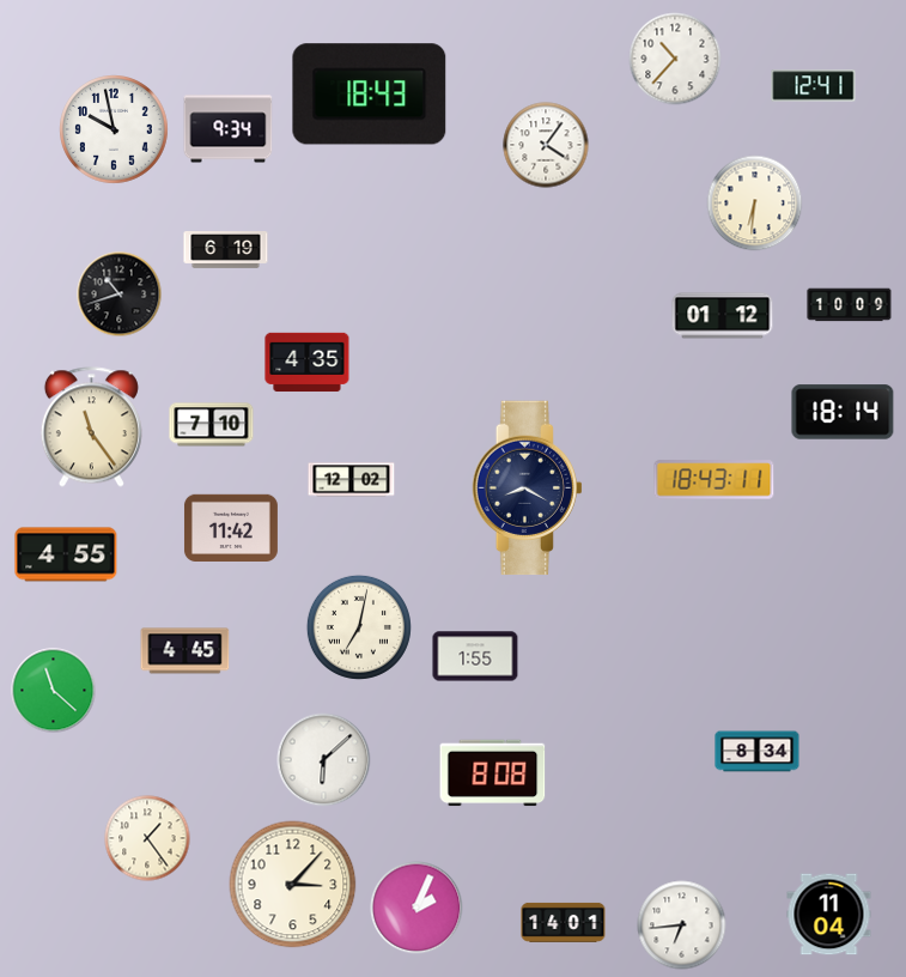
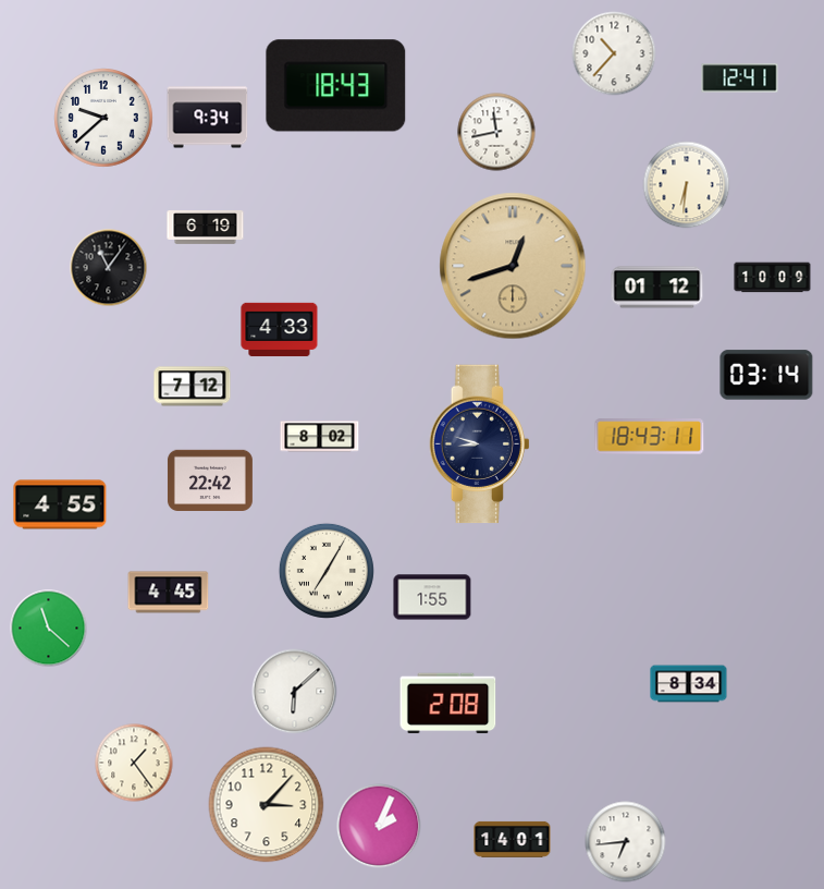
clock at (115, 131): 9:58 -> 9:38
clock at (546, 145): 4:06 -> 11:43
clock at (513, 266): none -> 12:42
clock at (120, 295): 10:42 -> 11:06
clock at (308, 363): 4:35 -> 4:33
clock at (843, 412): 18:14 -> 03:14
clock at (212, 425): 7:10 -> 7:12
clock at (91, 427): 11:24 -> none
clock at (352, 480): 12:02 -> 8:02
clock at (527, 488): 8:20 -> 8:48
clock at (231, 528): 11:42 -> 22:42
clock at (359, 627): 7:02 -> 7:05
clock at (493, 773): 8:08 -> 2:08
clock at (829, 915): 11:04 -> none
clock at (682, 926) position: (682, 926) -> (626, 842)
